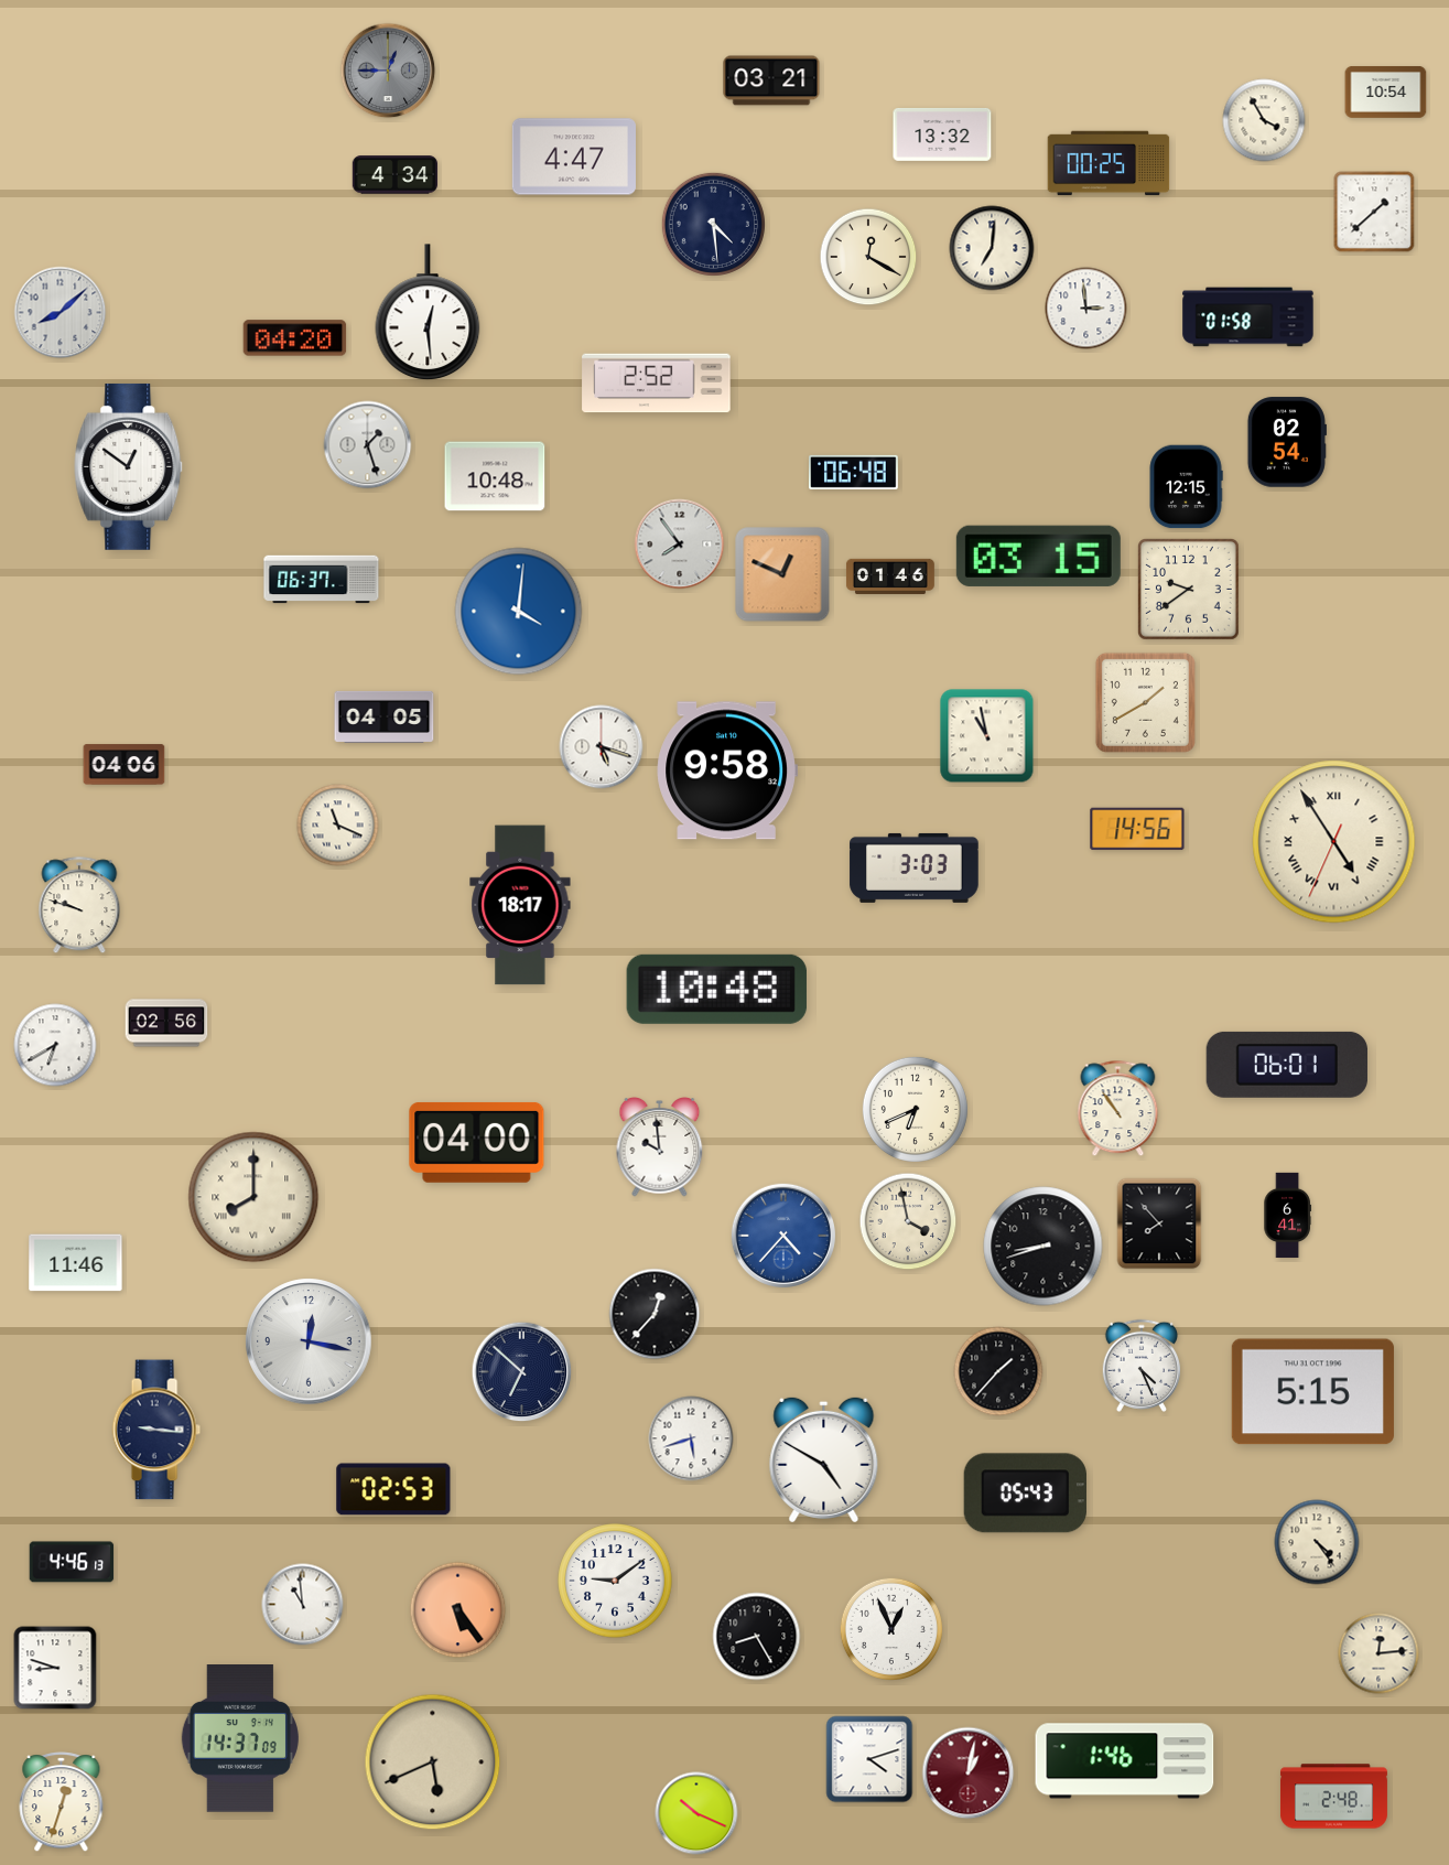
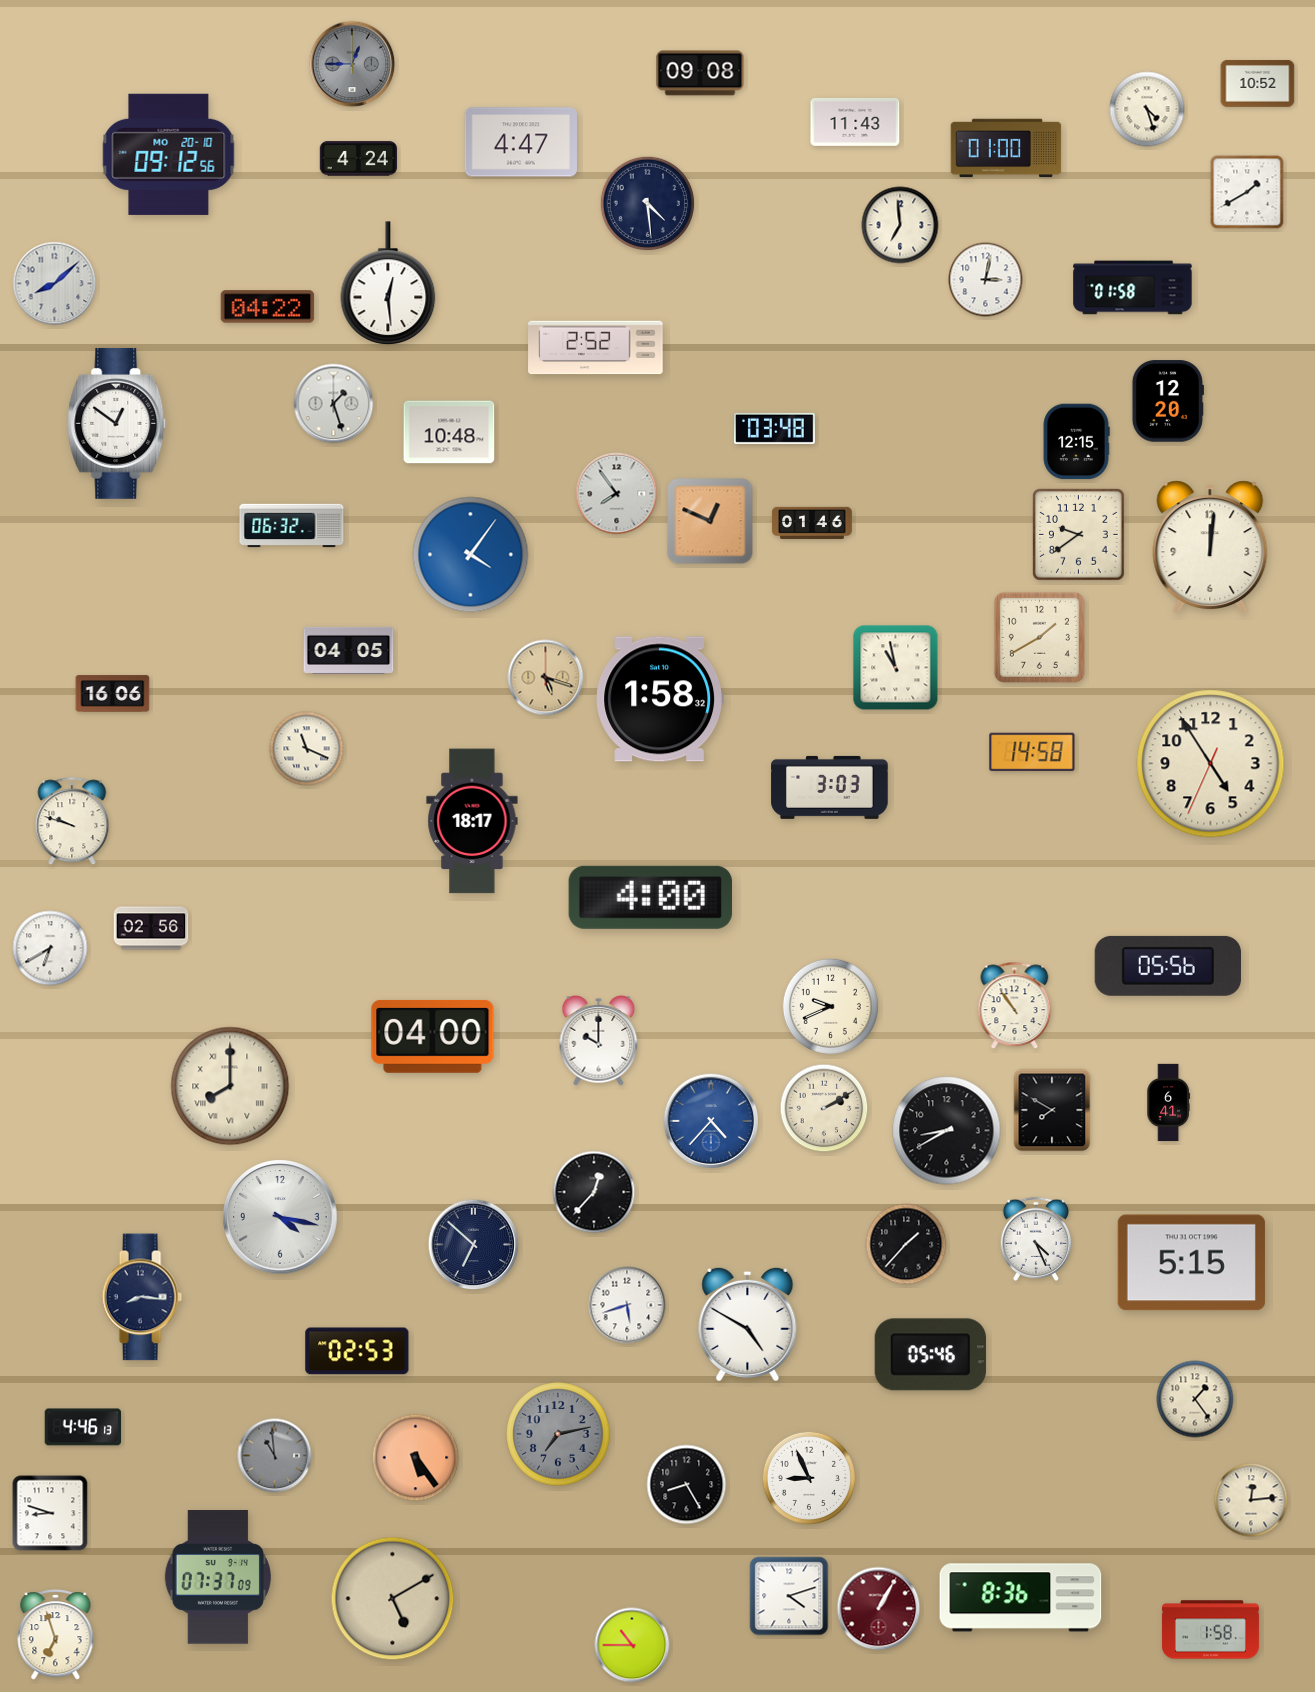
clock at (771, 80): 03:21 -> 09:08
clock at (1386, 93): 10:54 -> 10:52
clock at (1264, 120): 3:55 -> 4:27
clock at (942, 134): 13:32 -> 11:43
clock at (1109, 163): 00:25 -> 01:00
clock at (169, 154): none -> 09:12
clock at (394, 175): 4:34 -> 4:24
clock at (1374, 212): 1:38 -> 1:40
clock at (992, 248): 7:01 -> 6:59
clock at (868, 257): 12:20 -> none
clock at (1086, 309): 2:59 -> 3:02
clock at (295, 338): 04:20 -> 04:22
clock at (1287, 442): 02:54 -> 12:20
clock at (854, 472): 06:48 -> 03:48
clock at (1038, 556): 03:15 -> none
clock at (890, 576) position: (890, 576) -> (812, 523)
clock at (322, 580): 06:37 -> 06:32
clock at (1210, 546): none -> 12:01
clock at (519, 612): 4:01 -> 4:06
clock at (602, 747) dial: white -> champagne
clock at (125, 765): 04:06 -> 16:06
clock at (726, 770): 9:58 -> 1:58
clock at (1137, 829): 14:56 -> 14:58
clock at (1334, 842) numerals: Roman -> Arabic
clock at (716, 989): 10:48 -> 4:00
clock at (1287, 1065): 06:01 -> 05:56
clock at (915, 1109): 6:41 -> 9:41
clock at (660, 1147): 9:59 -> 10:00
clock at (908, 1221): 3:58 -> 2:10
clock at (1159, 1223): 7:53 -> 7:50
clock at (1044, 1247): 8:42 -> 8:40
clock at (76, 1263): 11:46 -> none
clock at (309, 1341): 12:17 -> 4:17
clock at (156, 1430): 9:16 -> 8:16
clock at (1025, 1494): 05:43 -> 05:46
clock at (1317, 1542): 4:24 -> 1:24
clock at (72, 1562) position: (72, 1562) -> (83, 1427)
clock at (615, 1581): 9:09 -> 7:13
clock at (615, 1581) dial: white -> grey
clock at (303, 1605) dial: white -> grey
clock at (458, 1610) position: (458, 1610) -> (416, 1458)
clock at (890, 1628): 12:56 -> 8:56
clock at (240, 1739): 14:37 -> 07:37
clock at (1125, 1761): 1:46 -> 8:36
clock at (433, 1762): 5:41 -> 5:10
clock at (969, 1774): 1:02 -> 1:05
clock at (1333, 1797): 2:48 -> 1:58
clock at (62, 1802): 12:33 -> 6:57
clock at (696, 1813): 10:19 -> 10:45
